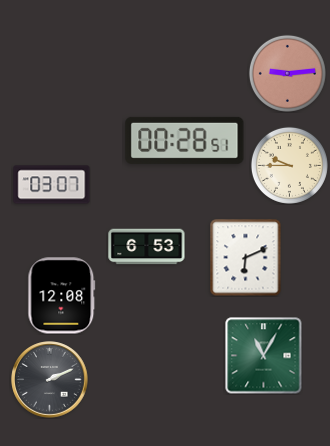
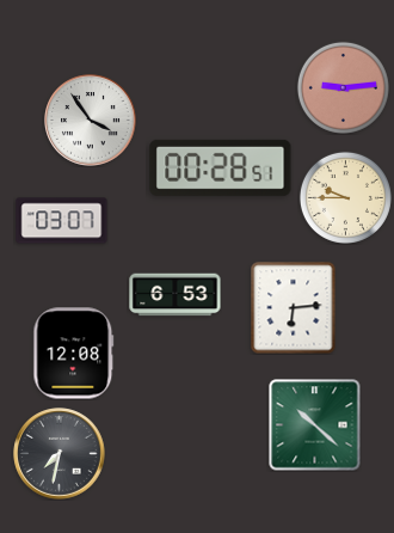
clock at (91, 121): none -> 3:54
clock at (246, 257): 6:11 -> 6:14
clock at (264, 356): 11:05 -> 10:22
clock at (50, 380): 2:11 -> 7:32
